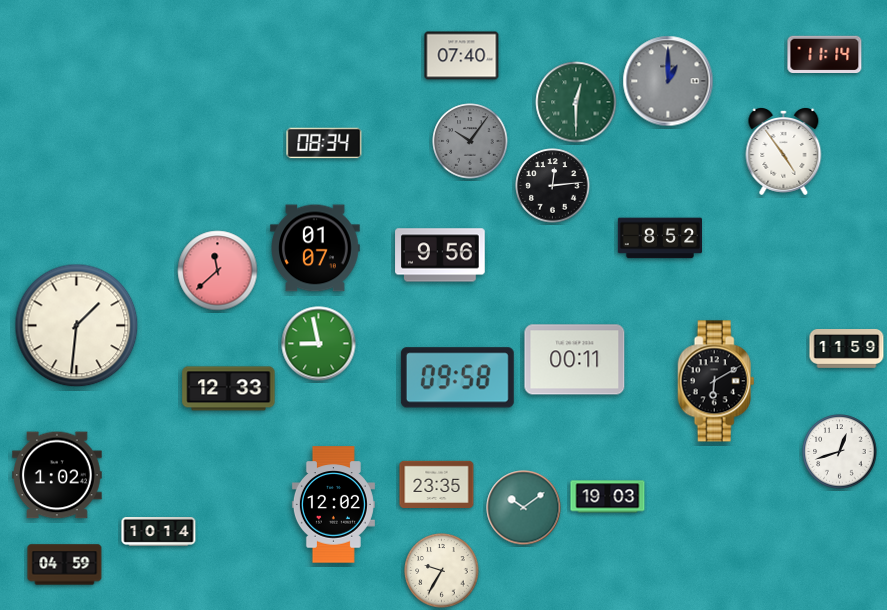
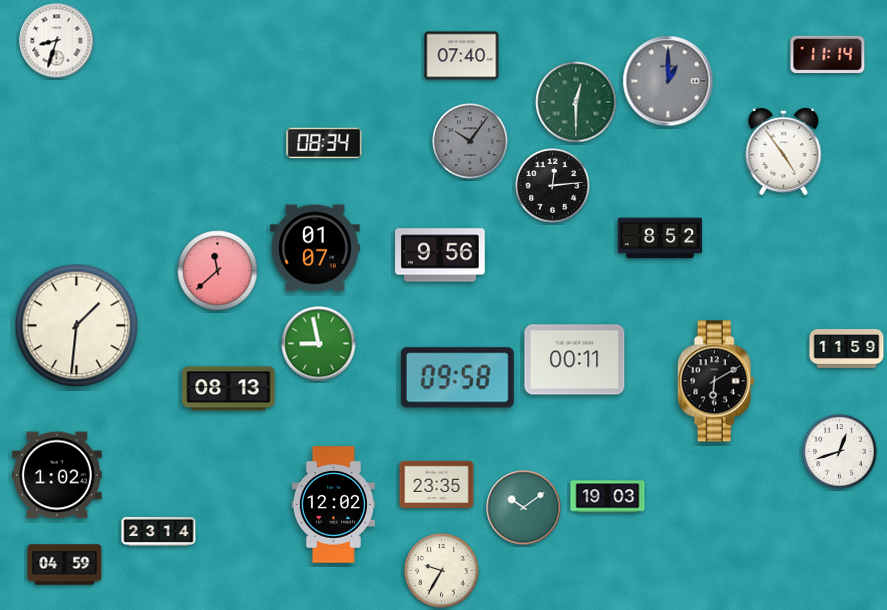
clock at (57, 41): none -> 8:33
clock at (825, 54) position: (825, 54) -> (828, 54)
clock at (229, 389): 12:33 -> 08:13
clock at (159, 532): 10:14 -> 23:14
